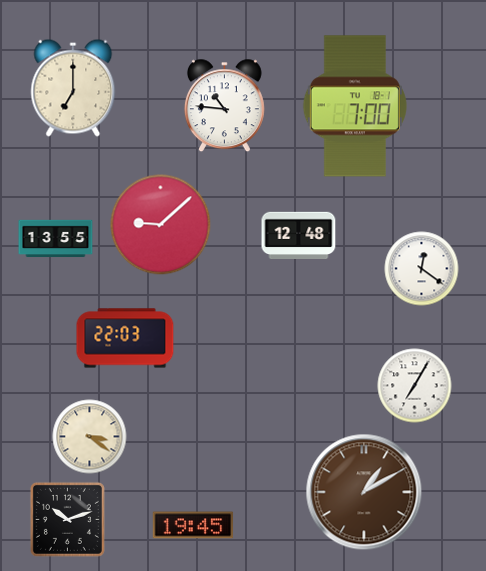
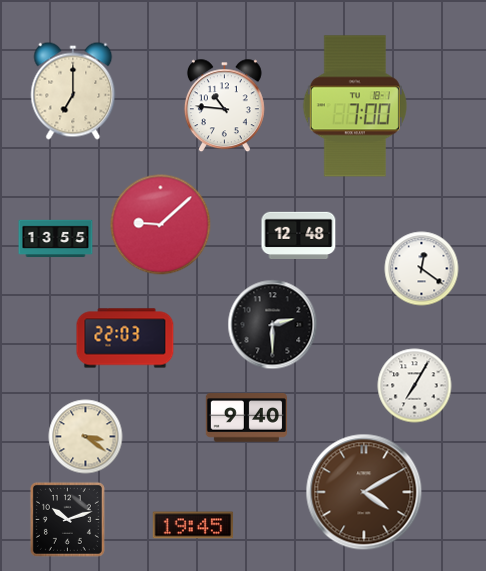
clock at (73, 88) position: (73, 88) -> (73, 91)
clock at (273, 325): none -> 2:30
clock at (246, 418): none -> 9:40
clock at (90, 437) position: (90, 437) -> (86, 437)
clock at (364, 492): 1:10 -> 4:10
